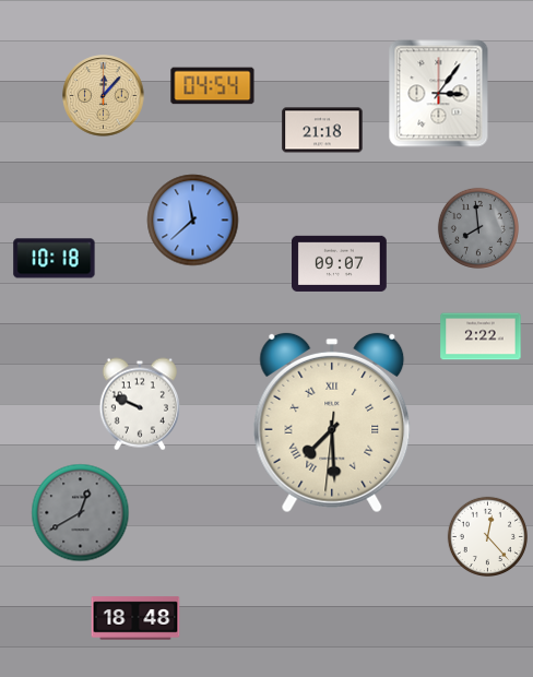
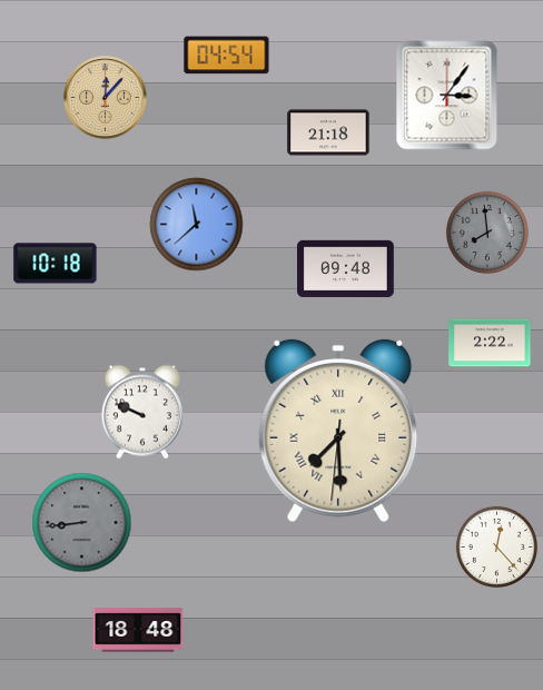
clock at (213, 86) position: (213, 86) -> (227, 56)
clock at (340, 263): 09:07 -> 09:48
clock at (81, 513): 12:40 -> 8:44
